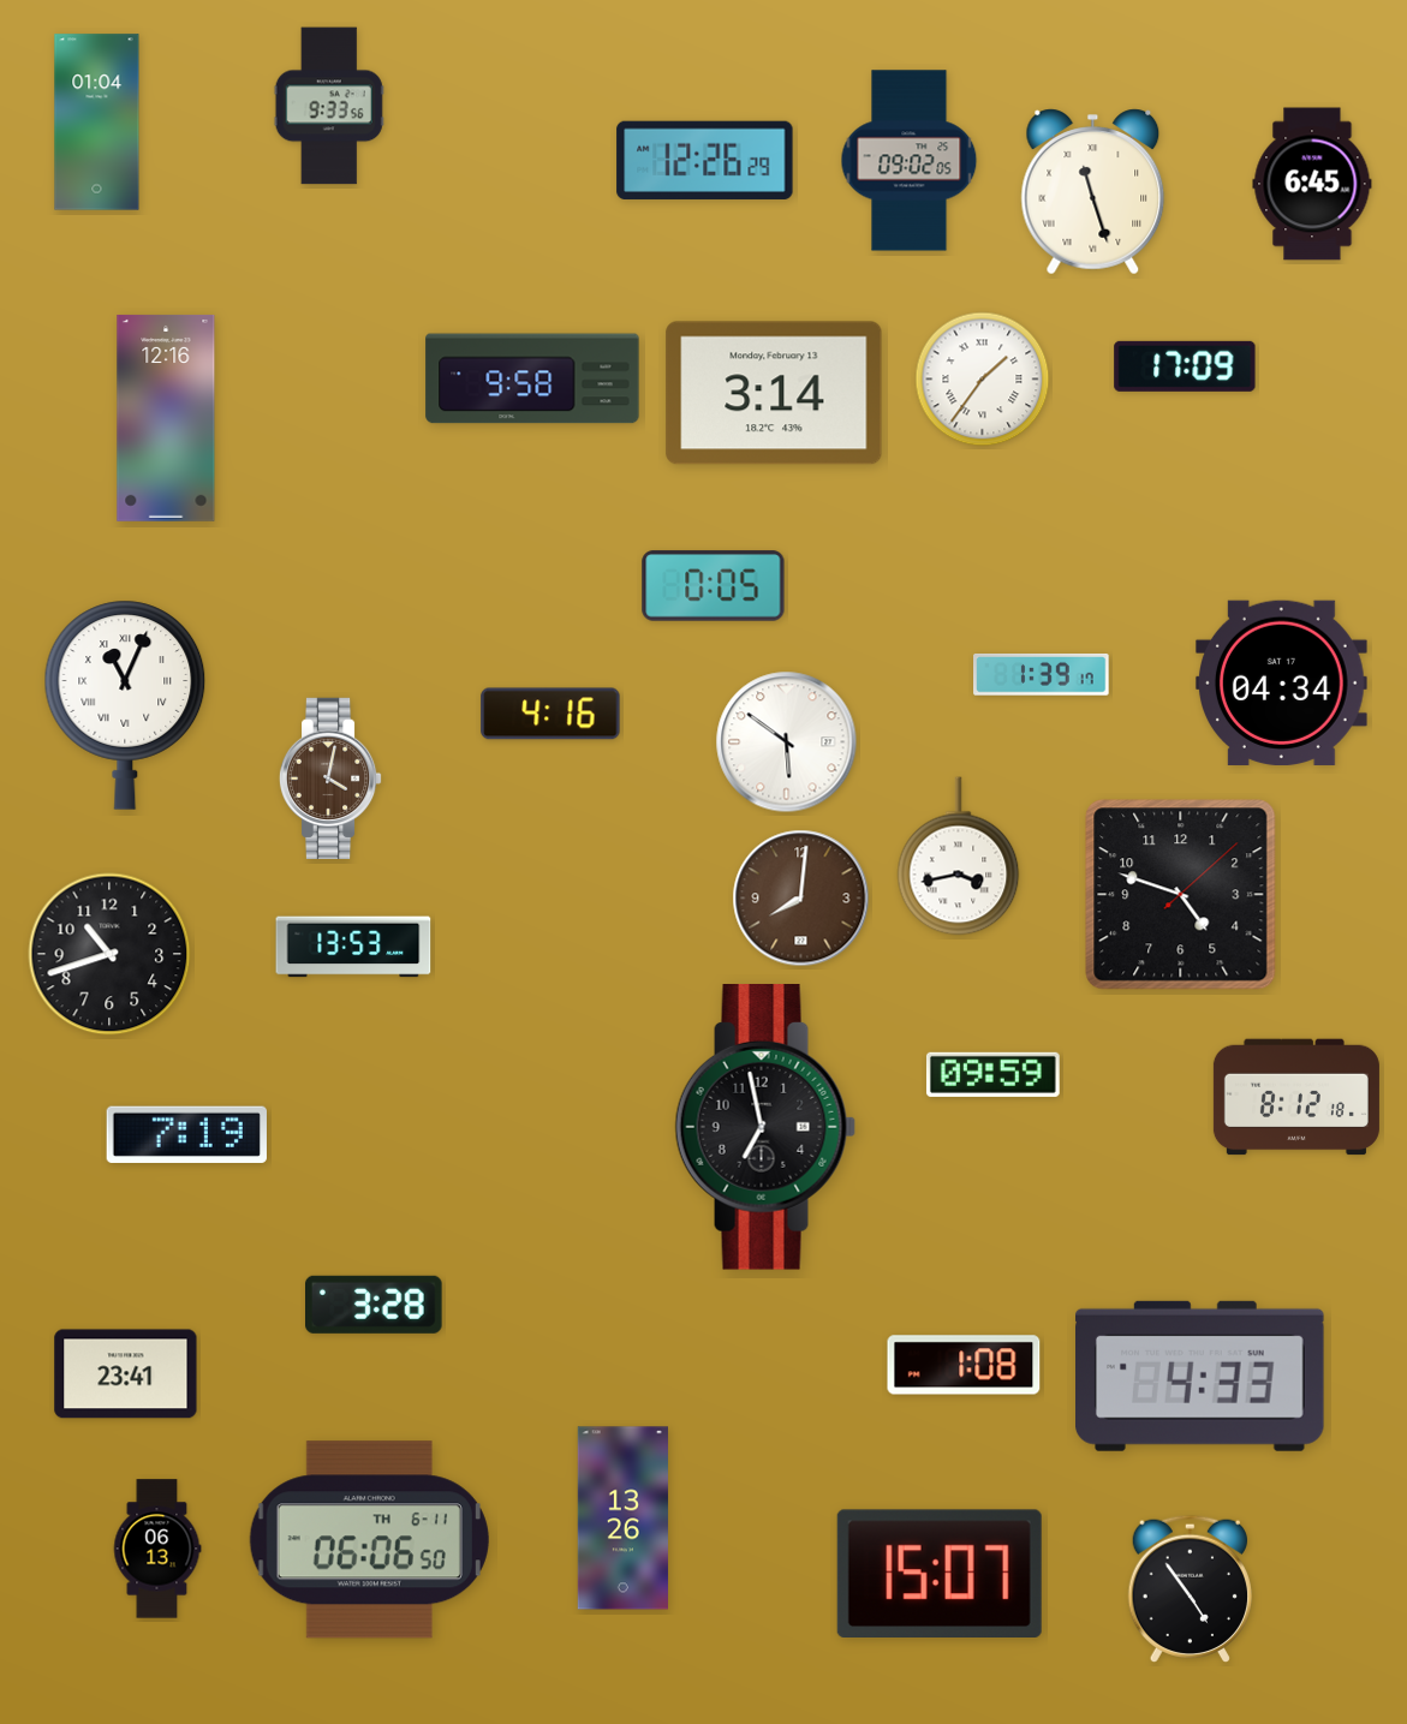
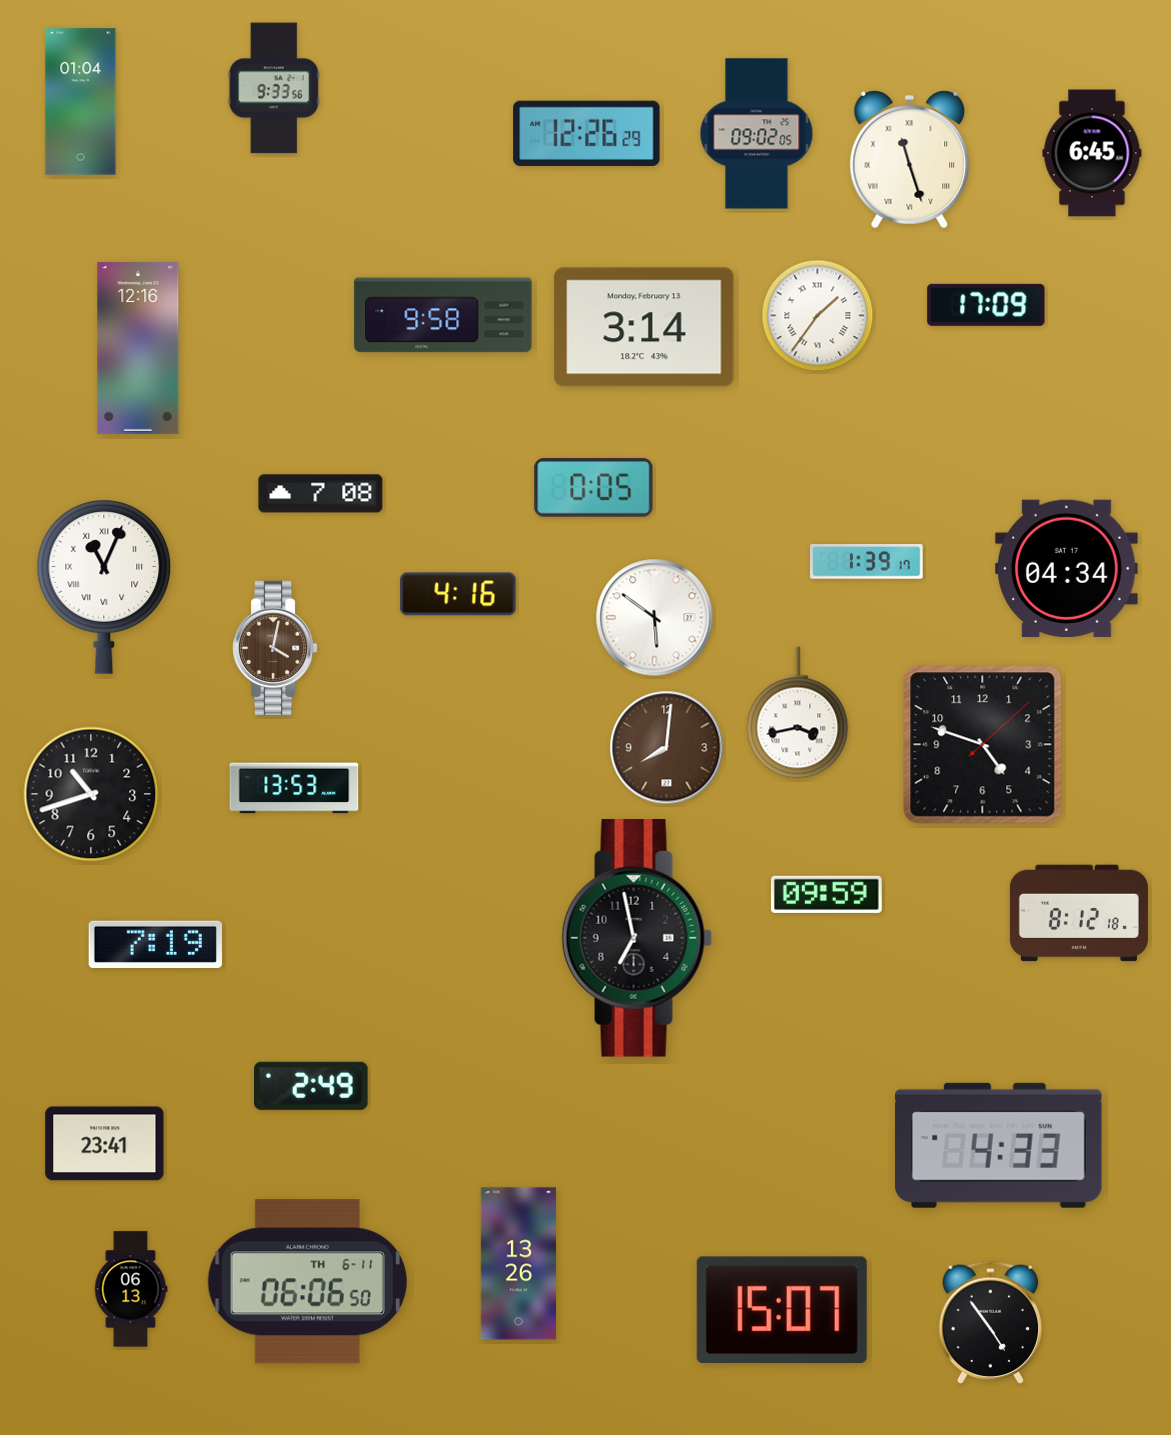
clock at (321, 494): none -> 7:08
clock at (375, 1305): 3:28 -> 2:49
clock at (964, 1365): 1:08 -> none
